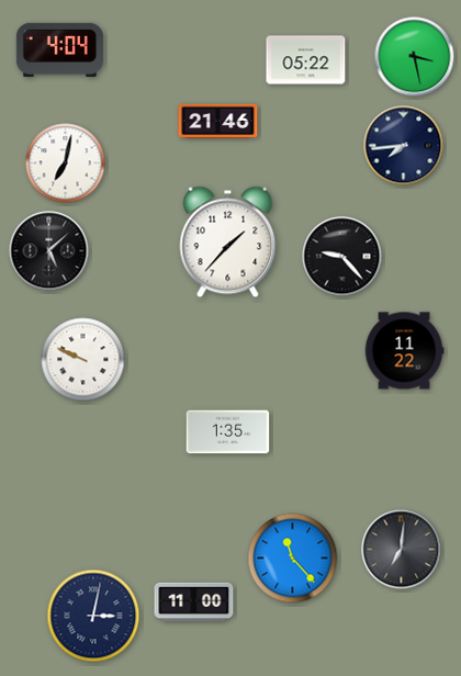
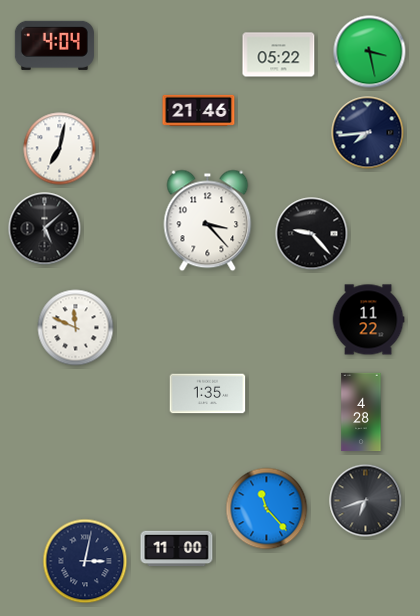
clock at (415, 57) position: (415, 57) -> (370, 52)
clock at (228, 243): 1:37 -> 3:23
clock at (83, 360): 9:49 -> 11:49
clock at (361, 412): none -> 4:28
clock at (402, 550): 7:01 -> 6:42
